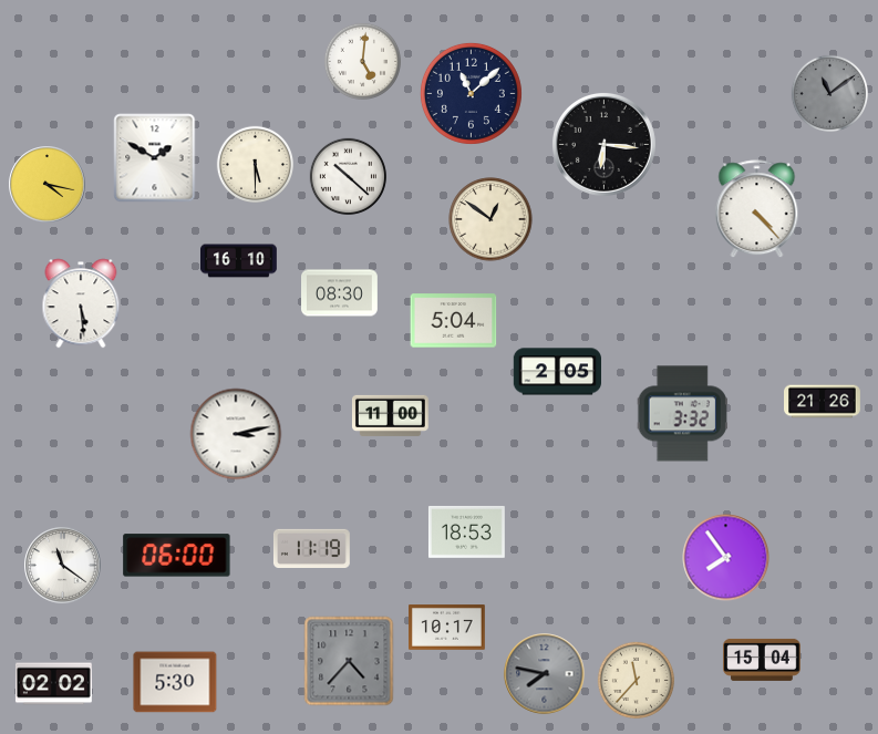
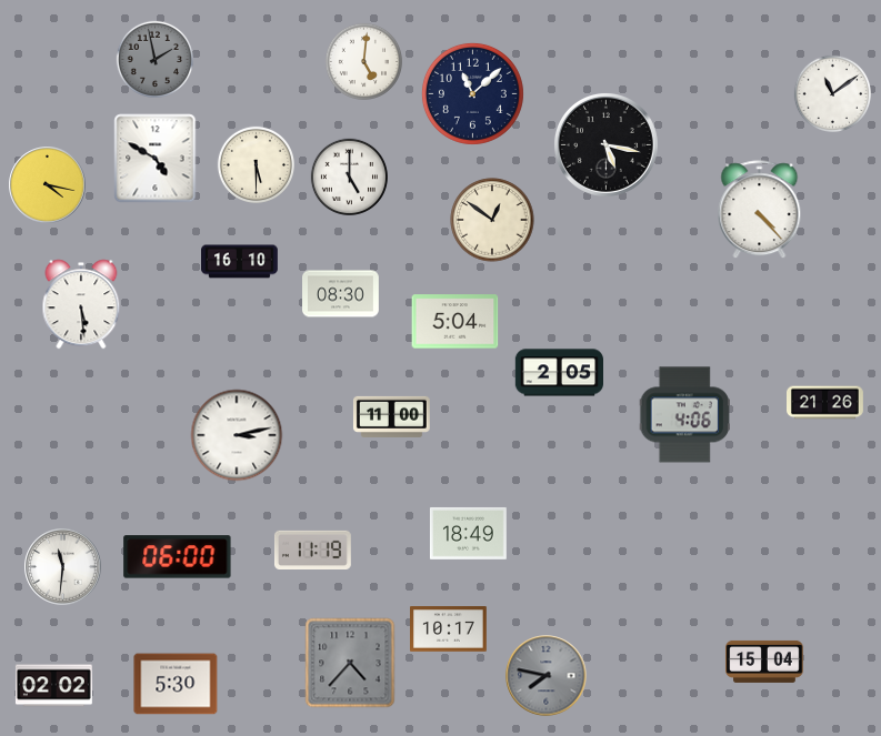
clock at (154, 59): none -> 1:58
clock at (829, 93) dial: grey -> white
clock at (603, 144): 6:16 -> 5:17
clock at (155, 158): 1:50 -> 4:50
clock at (348, 176): 10:22 -> 5:00
clock at (682, 414): 3:32 -> 4:06
clock at (466, 531): 18:53 -> 18:49
clock at (726, 558): 7:54 -> none
clock at (63, 566): 11:21 -> 11:31
clock at (636, 680): 11:37 -> none
